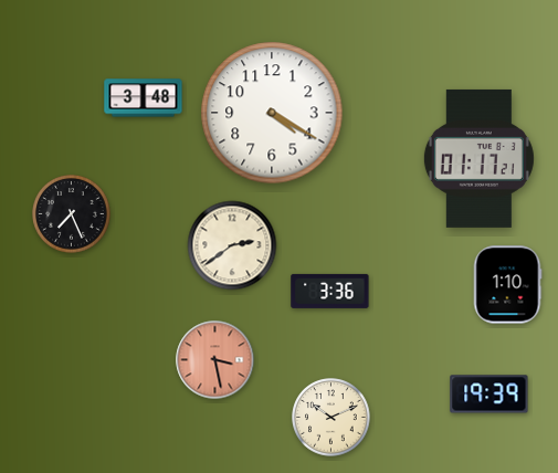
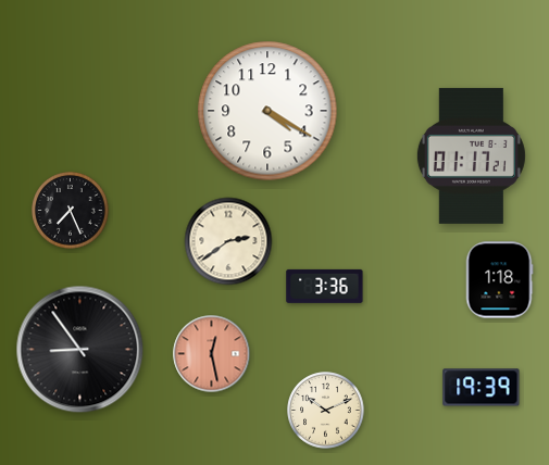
clock at (144, 98): 3:48 -> none
clock at (507, 285): 1:10 -> 1:18
clock at (80, 350): none -> 8:54
clock at (215, 360): 3:28 -> 12:28
